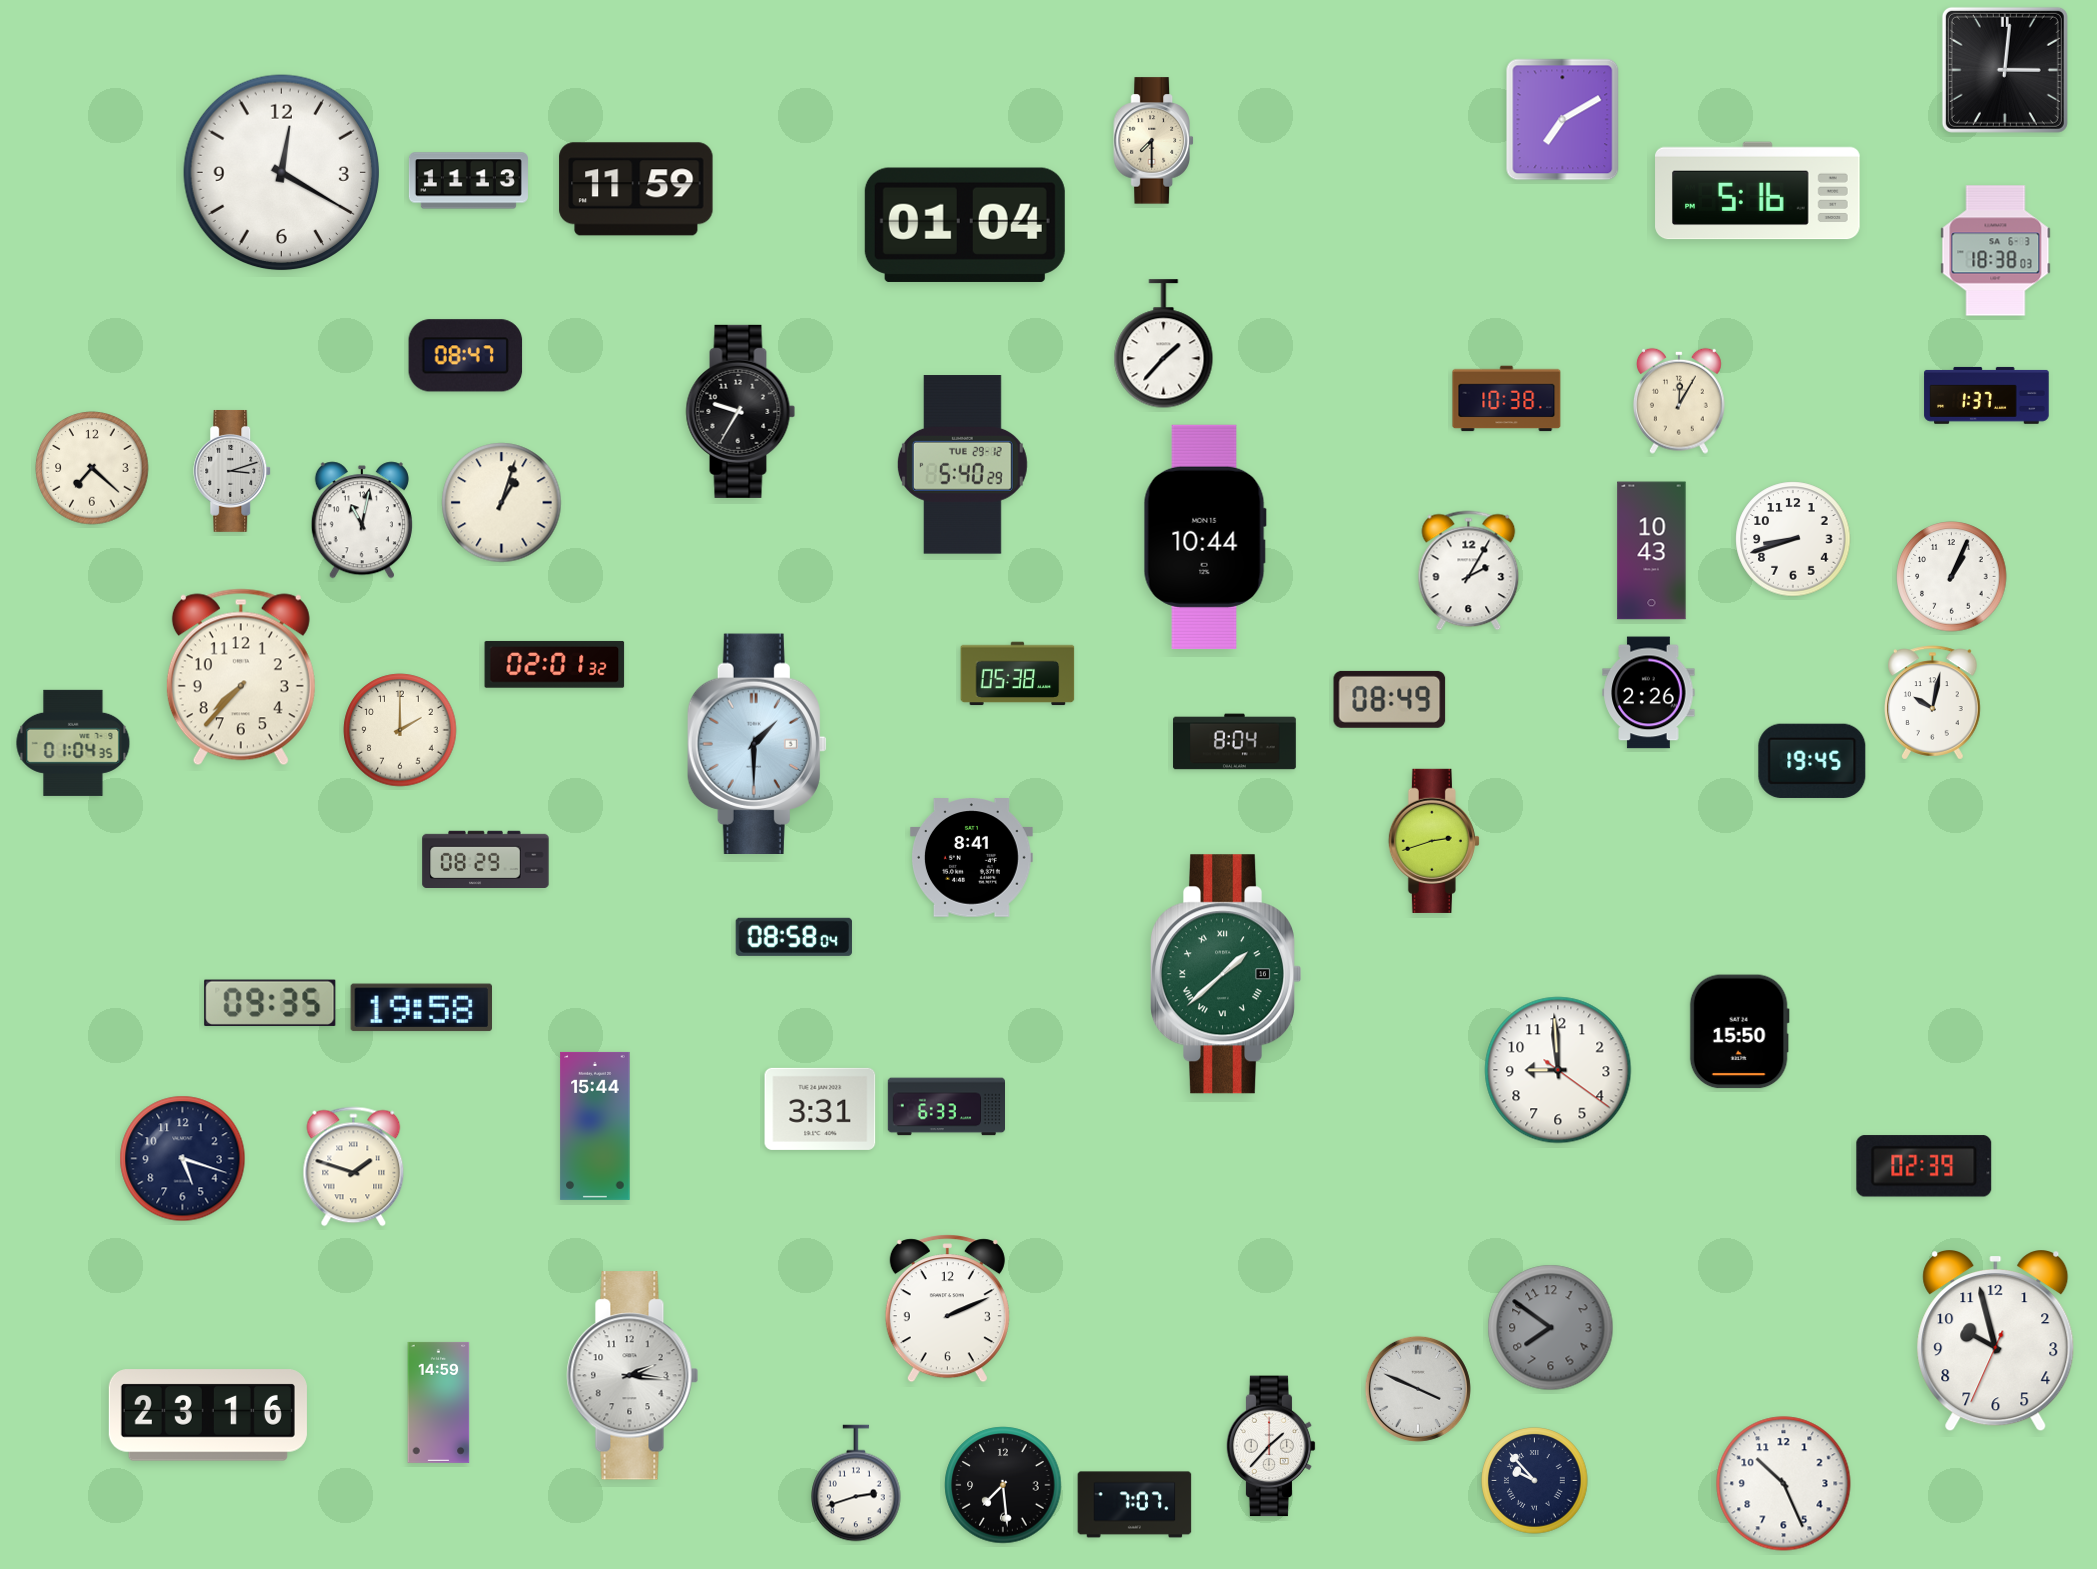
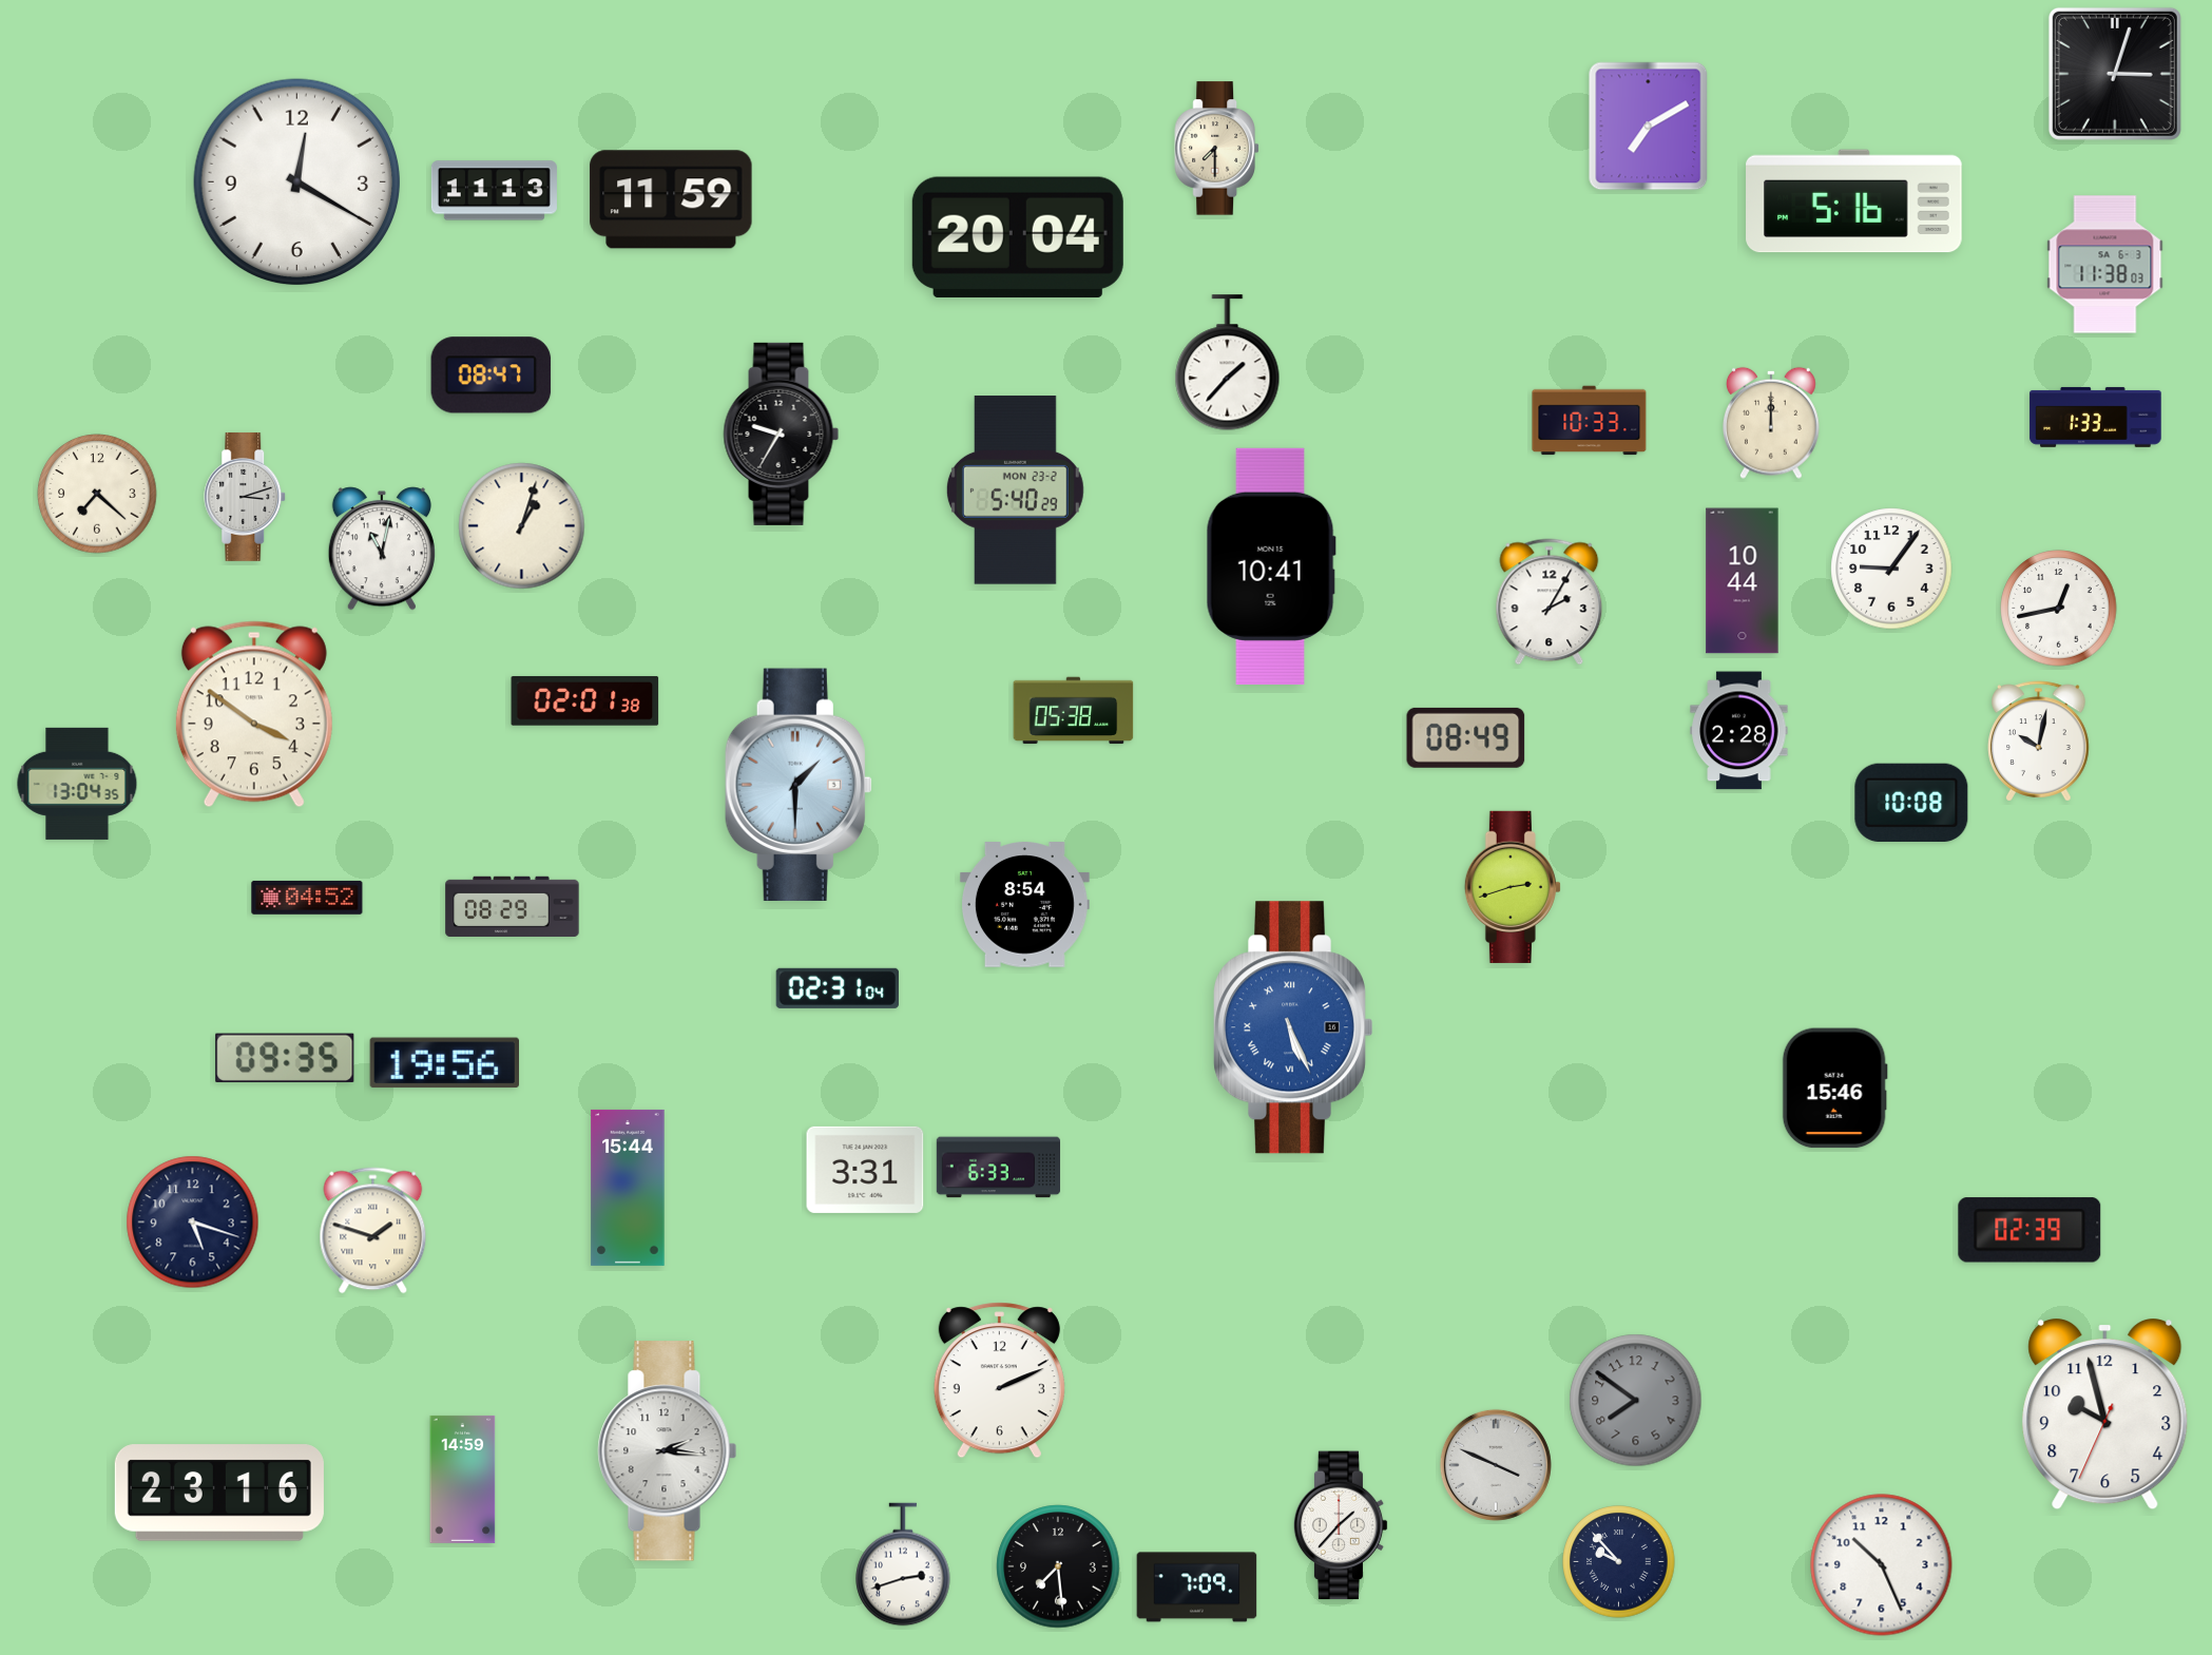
clock at (2005, 70): 3:01 -> 3:03
clock at (965, 225): 01:04 -> 20:04
clock at (1996, 251): 18:38 -> 11:38
clock at (1987, 395): 1:37 -> 1:33
clock at (1507, 399): 10:38 -> 10:33
clock at (1680, 401): 12:05 -> 12:00
clock at (962, 465) date: TUE 29-12 -> MON 23-2
clock at (502, 503) position: (502, 503) -> (522, 526)
clock at (1205, 537): 10:44 -> 10:41
clock at (1793, 539): 8:42 -> 9:06
clock at (1652, 551): 10:43 -> 10:44
clock at (1952, 577): 1:04 -> 12:43
clock at (555, 664): 02:01:32 -> 02:01:38
clock at (241, 677): 7:37 -> 3:51
clock at (1649, 693): 2:26 -> 2:28
clock at (400, 730): 2:00 -> none
clock at (1235, 742): 8:04 -> none
clock at (73, 743): 01:04 -> 13:04
clock at (1812, 761): 19:45 -> 10:08
clock at (307, 898): none -> 04:52
clock at (971, 858): 8:41 -> 8:54
clock at (794, 937): 08:58 -> 02:31
clock at (1225, 974): 1:38 -> 5:26
clock at (1225, 974) dial: green -> blue
clock at (421, 1008): 19:58 -> 19:56
clock at (1739, 1032): 15:50 -> 15:46
clock at (1558, 1070): 8:59 -> none
clock at (1135, 1505): 7:07 -> 7:09
